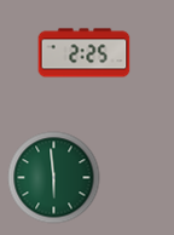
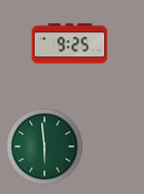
clock at (85, 53): 2:25 -> 9:25
